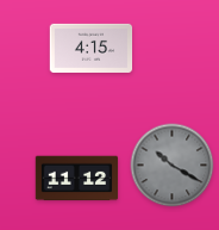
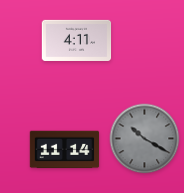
clock at (92, 48): 4:15 -> 4:11
clock at (77, 179): 11:12 -> 11:14
